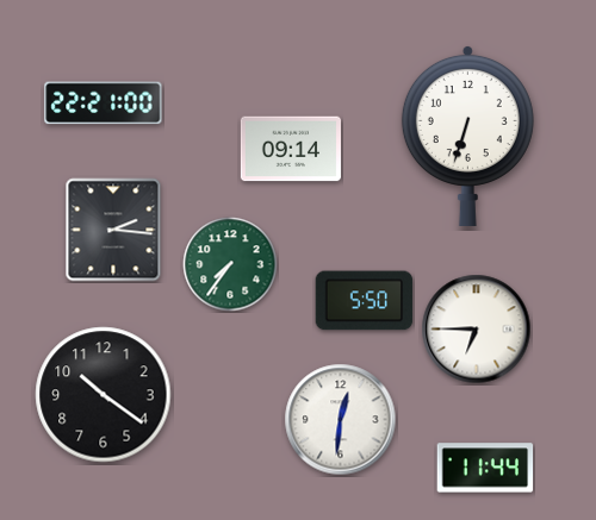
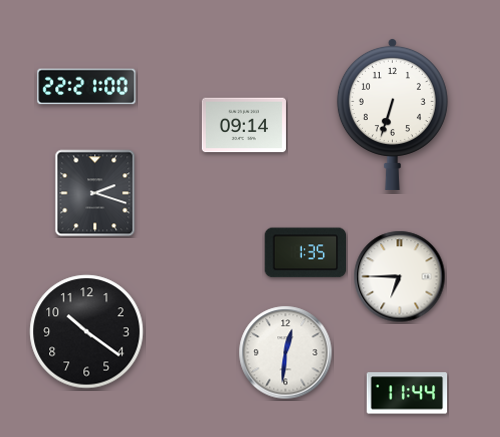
clock at (113, 230): 2:16 -> 2:18
clock at (230, 264): 7:36 -> none
clock at (365, 301): 5:50 -> 1:35
